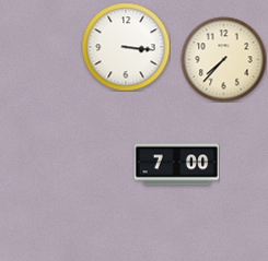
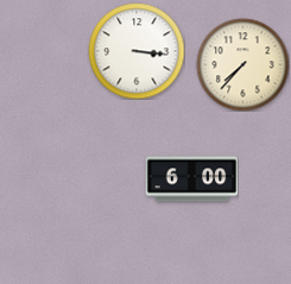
clock at (176, 165): 7:00 -> 6:00
